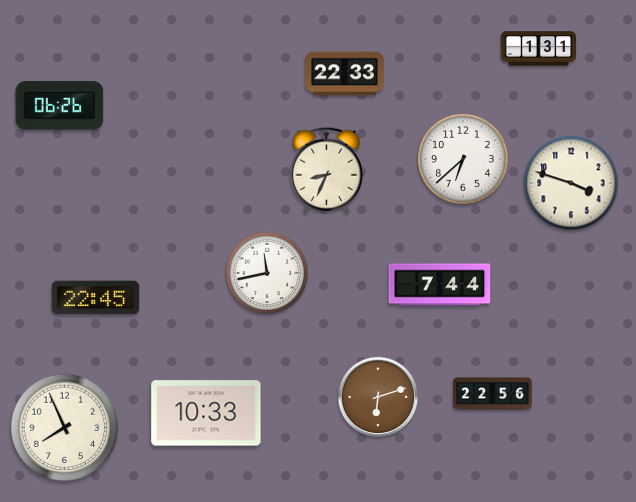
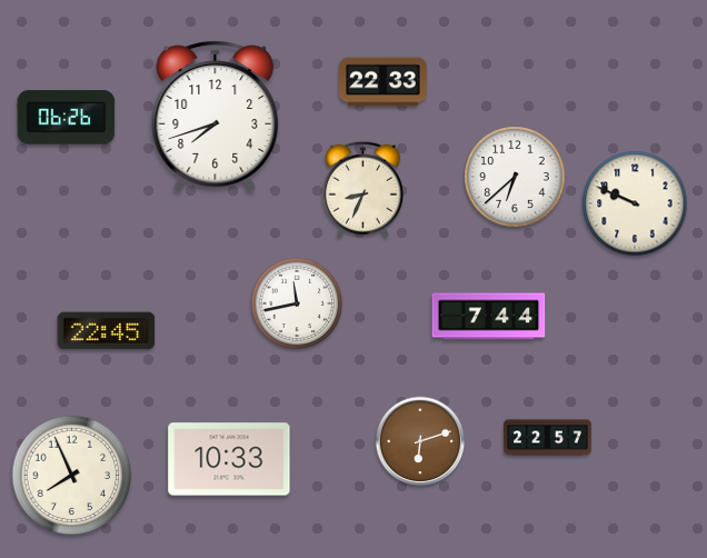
clock at (539, 49): 1:31 -> none
clock at (216, 116): none -> 7:42
clock at (571, 183): 3:48 -> 9:49
clock at (493, 394): 22:56 -> 22:57
